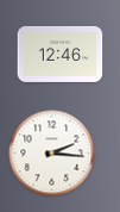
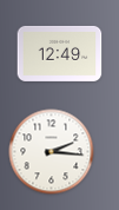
clock at (61, 54): 12:46 -> 12:49
